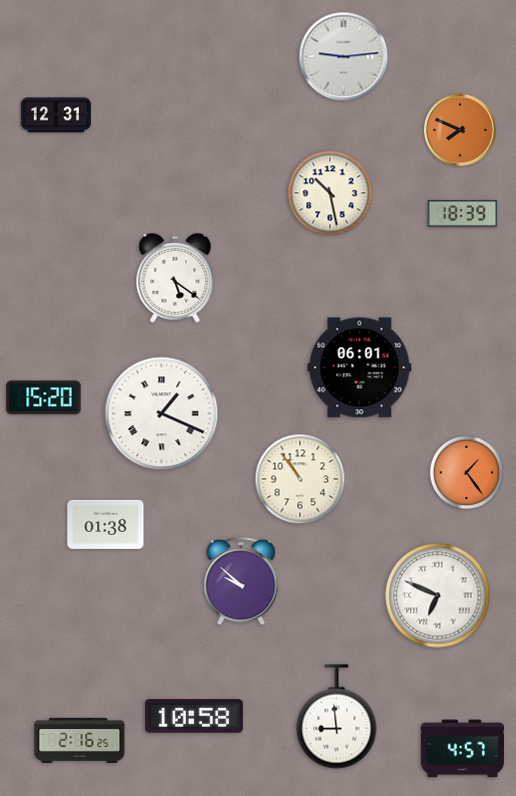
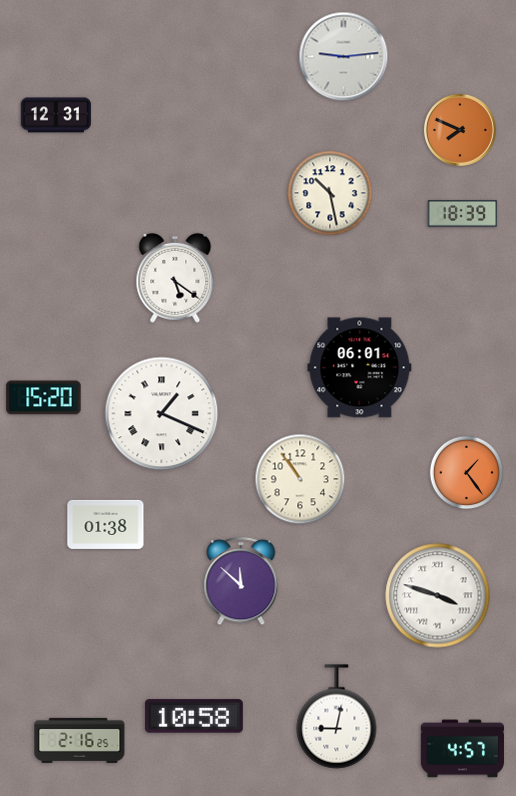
clock at (241, 582): 9:52 -> 11:52
clock at (438, 596): 6:49 -> 3:48
clock at (337, 717): 8:59 -> 9:02
